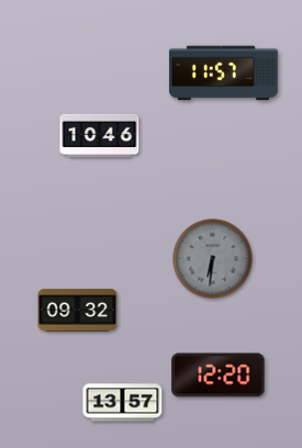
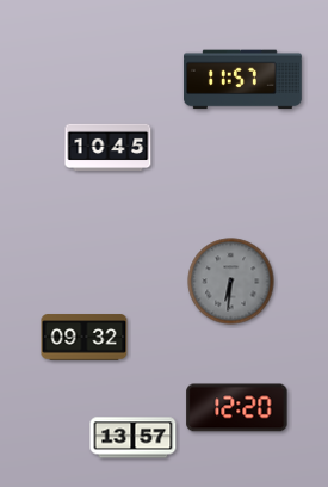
clock at (100, 135): 10:46 -> 10:45
